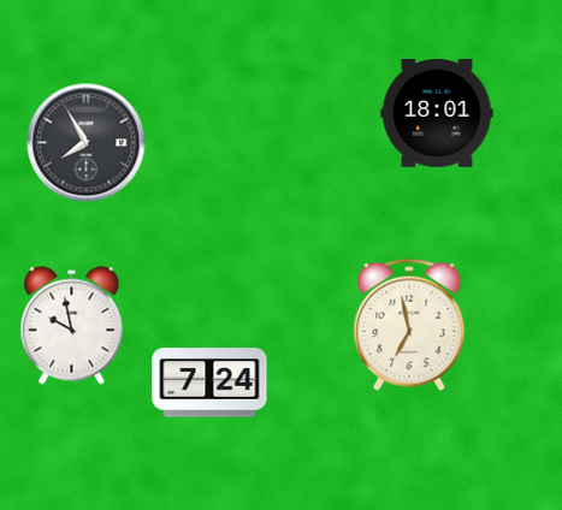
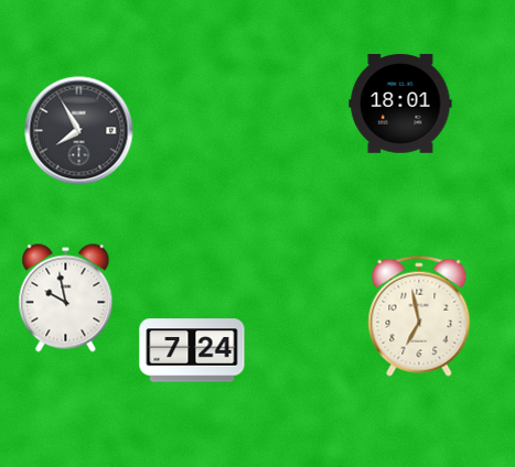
clock at (409, 325) position: (409, 325) -> (419, 316)
